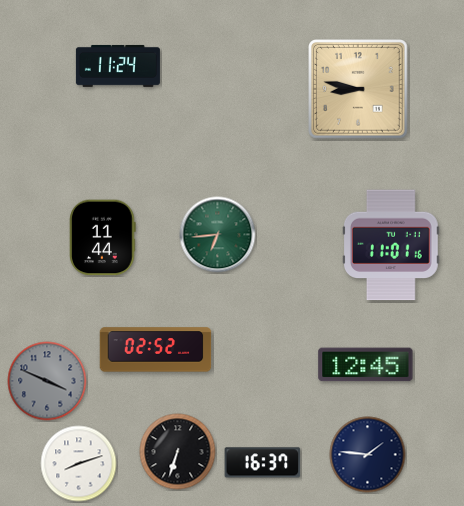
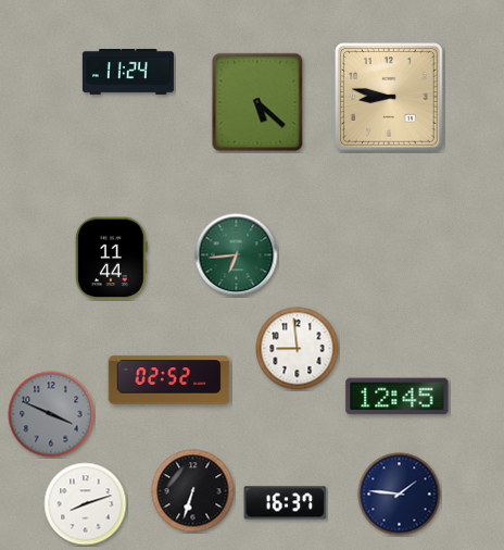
clock at (257, 102): none -> 5:22
clock at (392, 245): 11:01 -> none
clock at (298, 349): none -> 8:59
